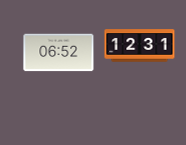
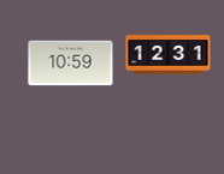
clock at (59, 53): 06:52 -> 10:59
